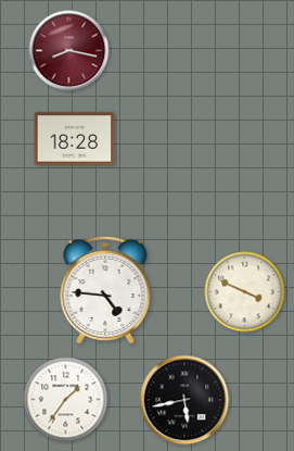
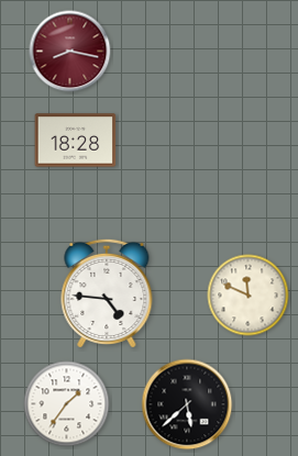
clock at (245, 292): 3:49 -> 11:49
clock at (184, 400): 5:43 -> 5:38
